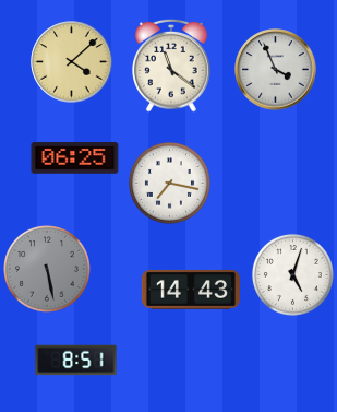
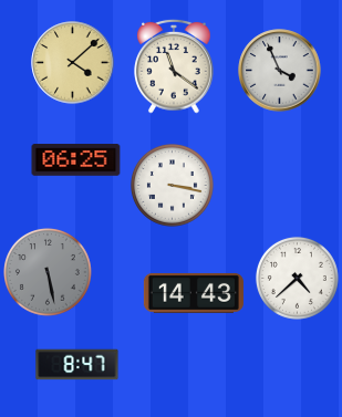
clock at (169, 183): 7:17 -> 3:17
clock at (292, 274): 5:03 -> 4:38
clock at (76, 361): 8:51 -> 8:47
